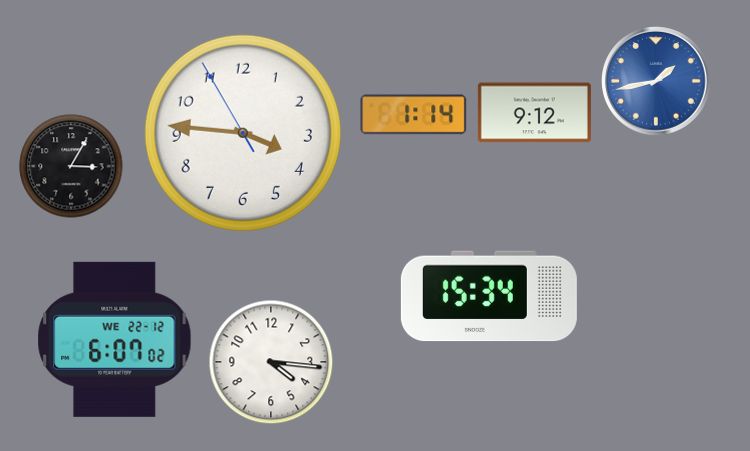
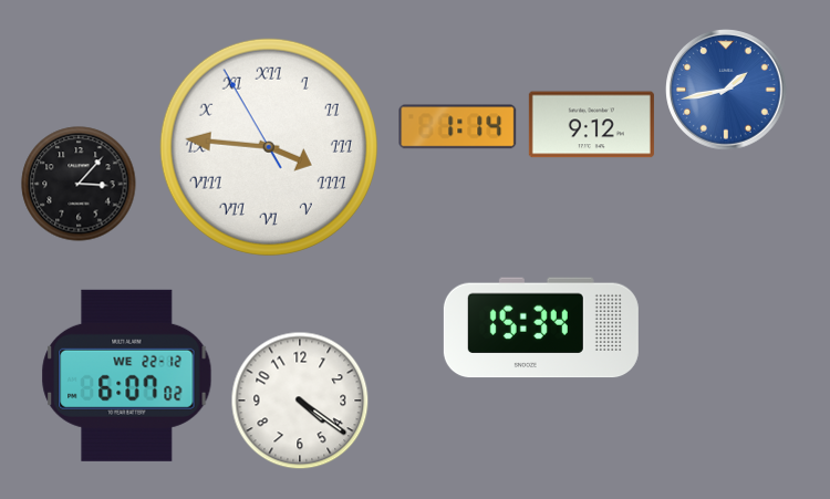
clock at (243, 133) numerals: Arabic -> Roman
clock at (71, 166): 3:05 -> 3:07
clock at (271, 362): 4:16 -> 4:21
